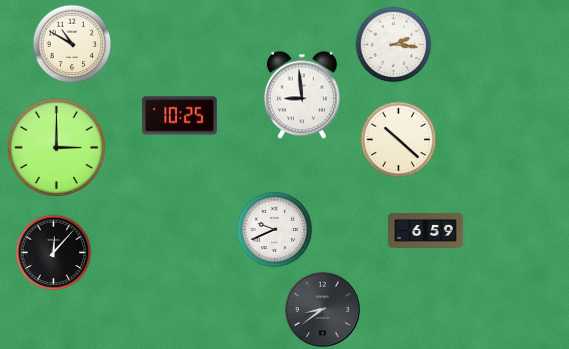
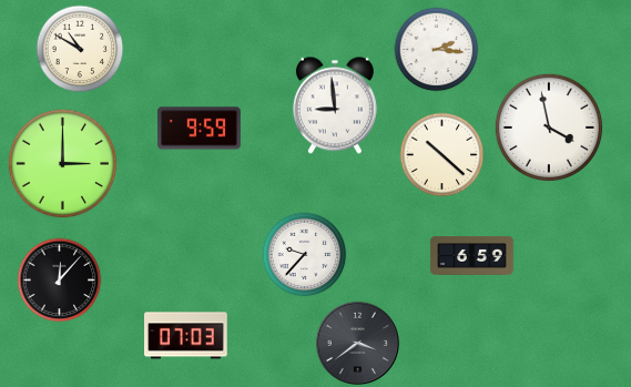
clock at (549, 128): none -> 3:58
clock at (180, 116): 10:25 -> 9:59
clock at (275, 230): 9:41 -> 9:37
clock at (186, 336): none -> 07:03
clock at (322, 309): 8:39 -> 3:39
